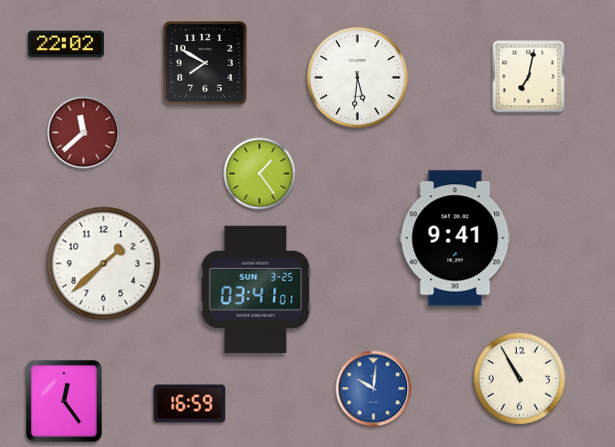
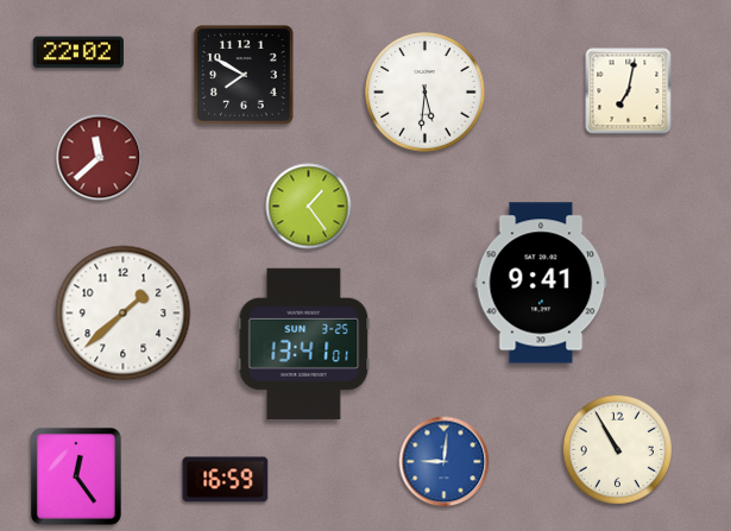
clock at (256, 289): 03:41 -> 13:41
clock at (374, 389): 10:01 -> 9:01
